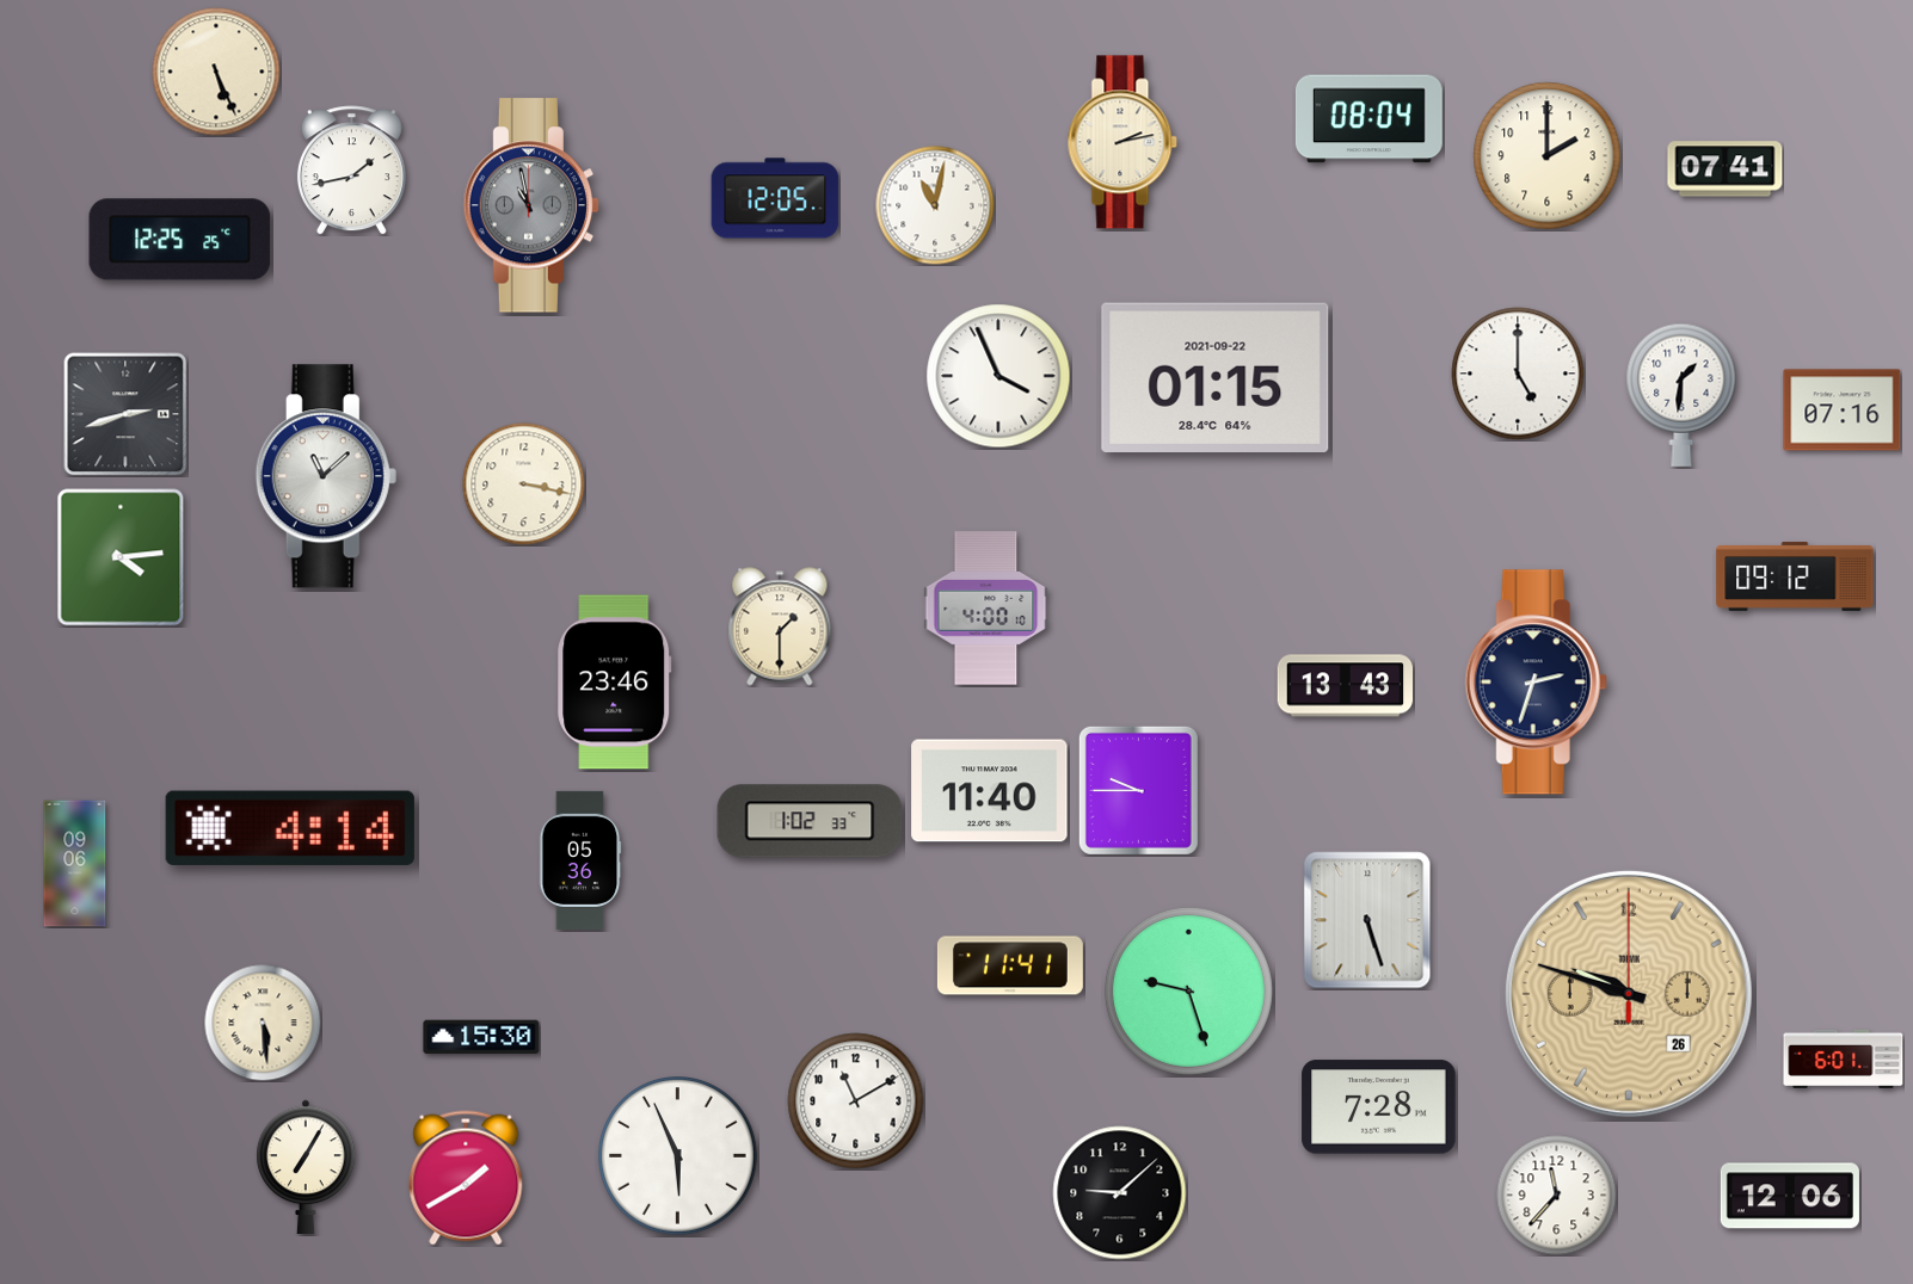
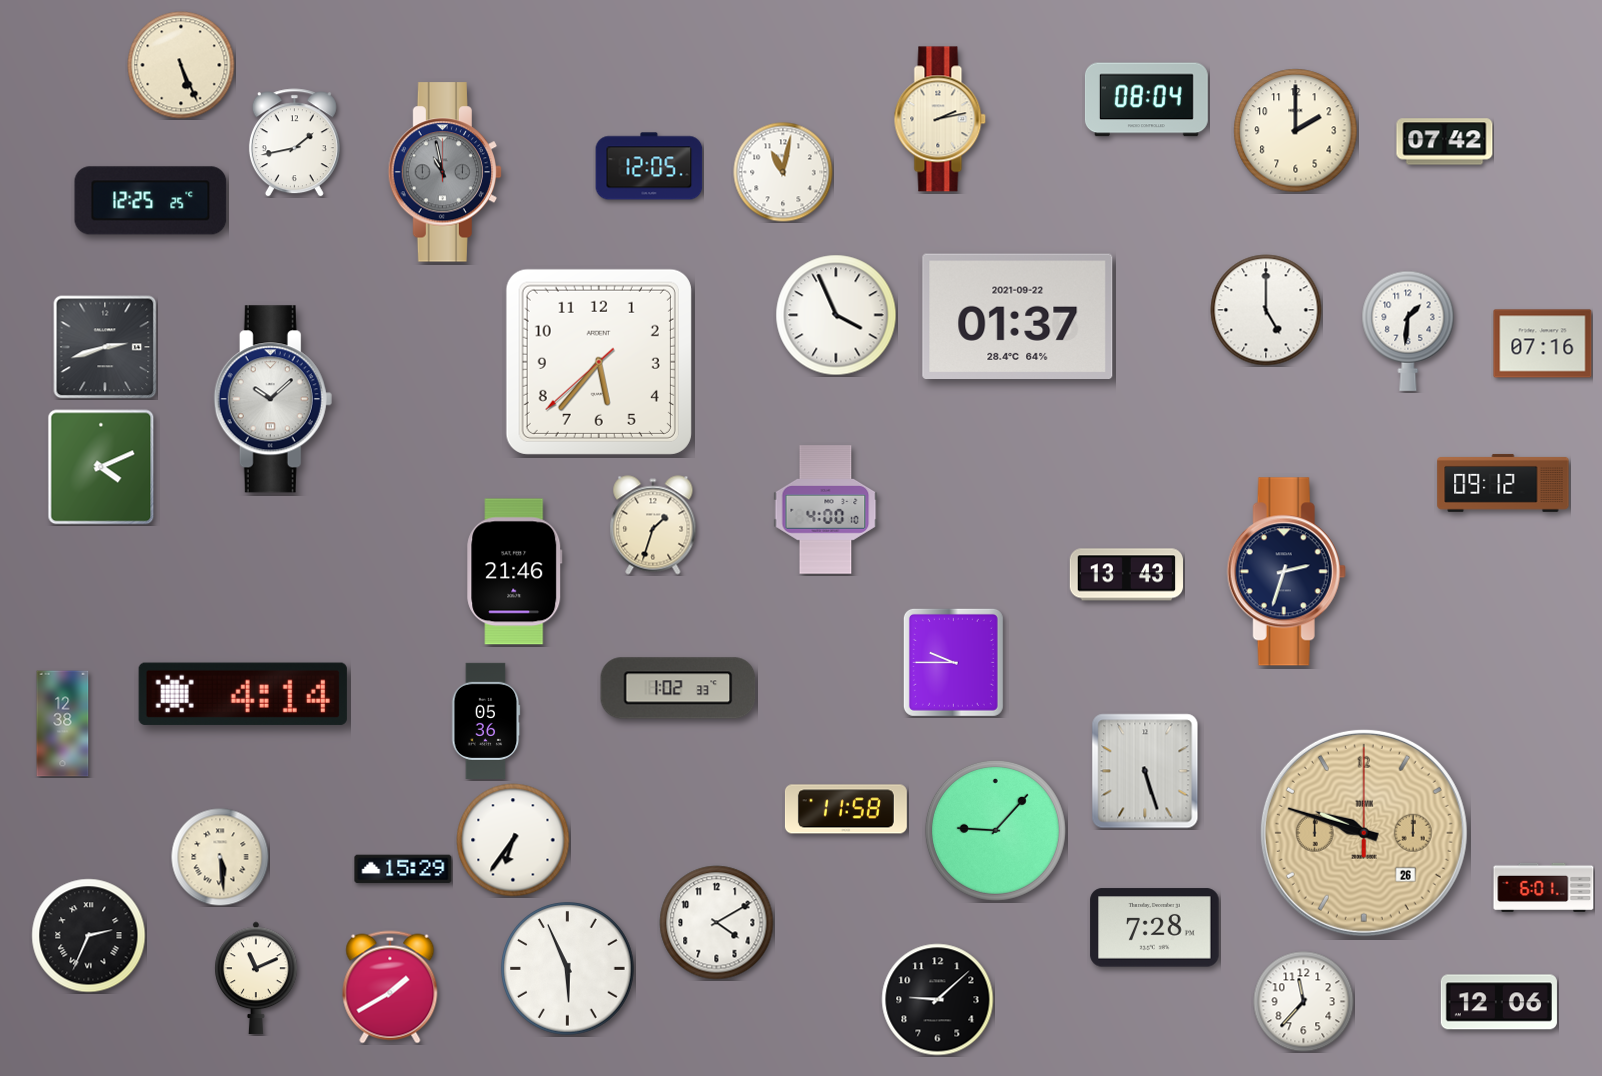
clock at (216, 72) position: (216, 72) -> (181, 65)
clock at (1726, 169): 07:41 -> 07:42
clock at (1518, 374) position: (1518, 374) -> (1266, 310)
clock at (1216, 378): 01:15 -> 01:37
clock at (599, 362): none -> 5:36
clock at (326, 476): 11:08 -> 10:08
clock at (524, 484): 3:17 -> none
clock at (121, 557): 4:14 -> 4:11
clock at (780, 626): 1:30 -> 1:33
clock at (615, 683): 23:46 -> 21:46
clock at (990, 791): 11:40 -> none
clock at (75, 864): 09:06 -> 12:38
clock at (1010, 965): 11:41 -> 11:58
clock at (1188, 990): 9:27 -> 9:07
clock at (513, 840): none -> 6:36
clock at (481, 1037): 15:30 -> 15:29
clock at (856, 1101): 11:10 -> 4:10
clock at (89, 936): none -> 2:34
clock at (306, 1167): 7:05 -> 11:11
